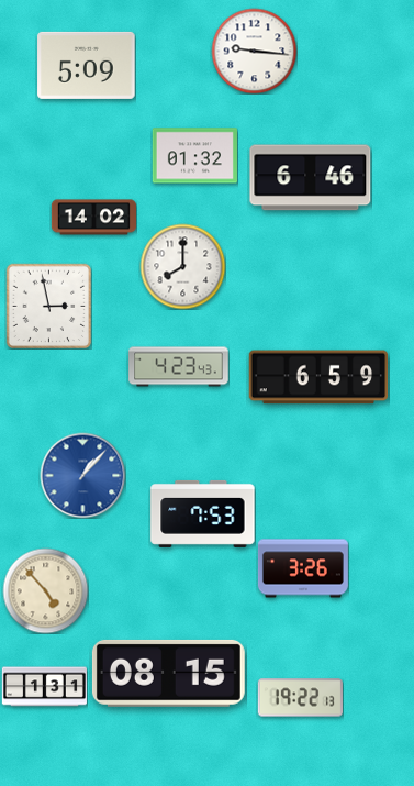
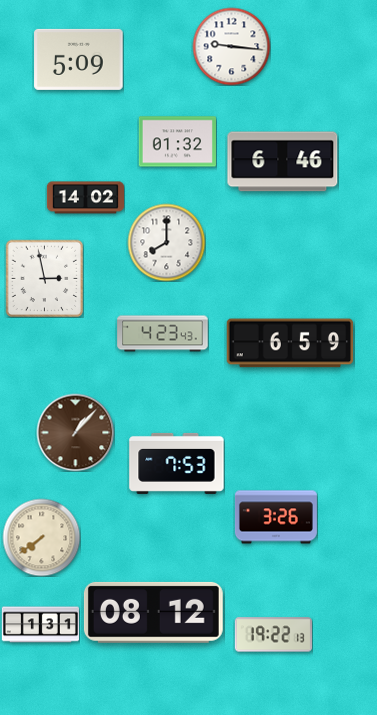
clock at (82, 475) dial: blue -> brown
clock at (203, 513) position: (203, 513) -> (177, 463)
clock at (45, 590): 4:53 -> 7:39
clock at (168, 673): 08:15 -> 08:12
